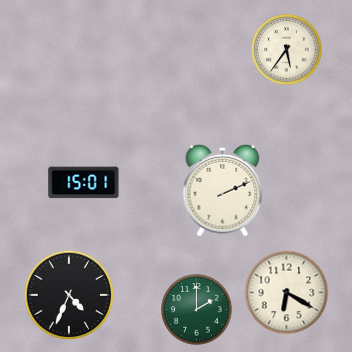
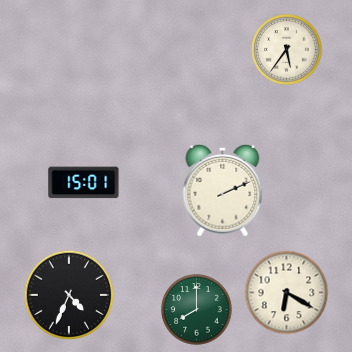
clock at (197, 310): 2:00 -> 8:00
